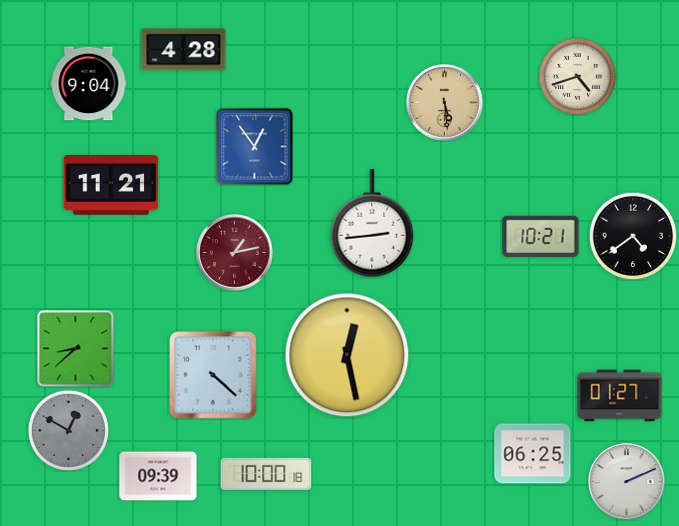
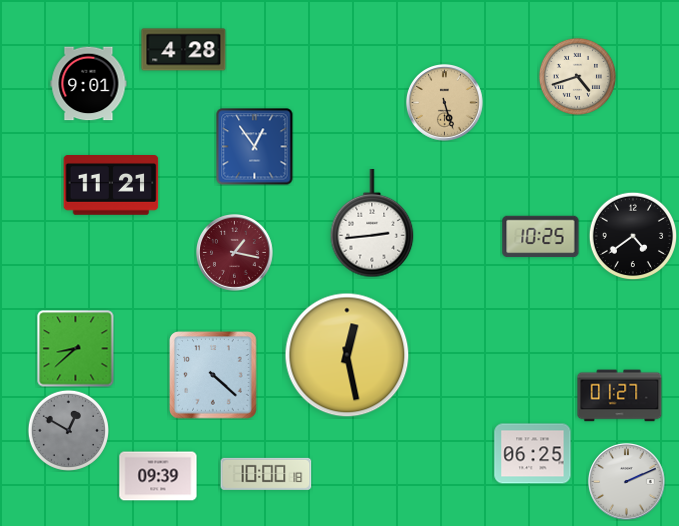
clock at (89, 84): 9:04 -> 9:01
clock at (445, 103): 5:29 -> 5:27
clock at (541, 237): 10:21 -> 10:25
clock at (235, 253): 1:13 -> 1:17
